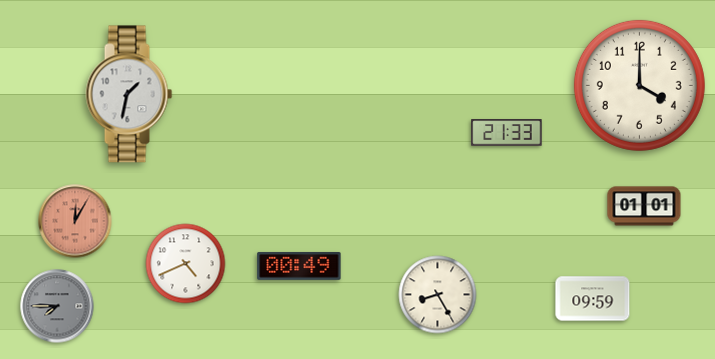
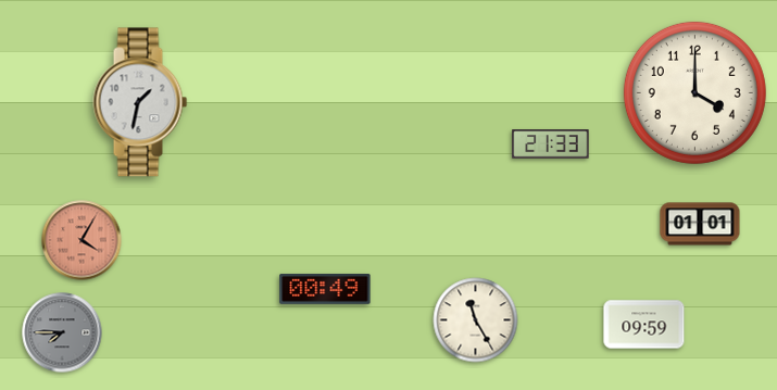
clock at (75, 221): 12:05 -> 4:05
clock at (186, 264): 4:41 -> none
clock at (438, 295): 8:25 -> 11:25
